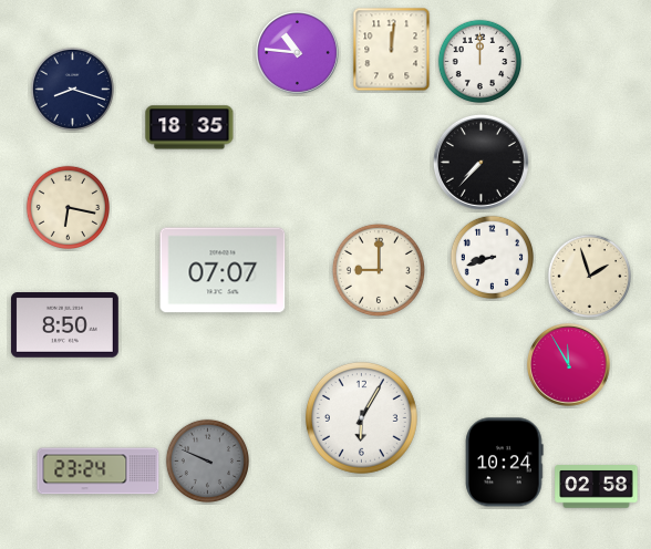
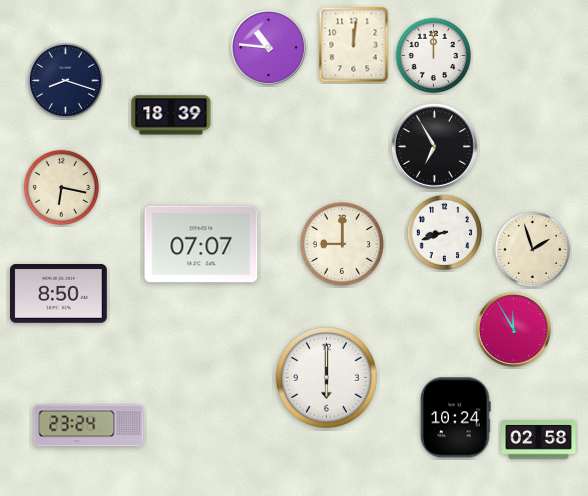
clock at (189, 127): 18:35 -> 18:39
clock at (480, 162): 7:37 -> 6:55
clock at (361, 417): 6:05 -> 6:00
clock at (207, 460): 9:49 -> none
